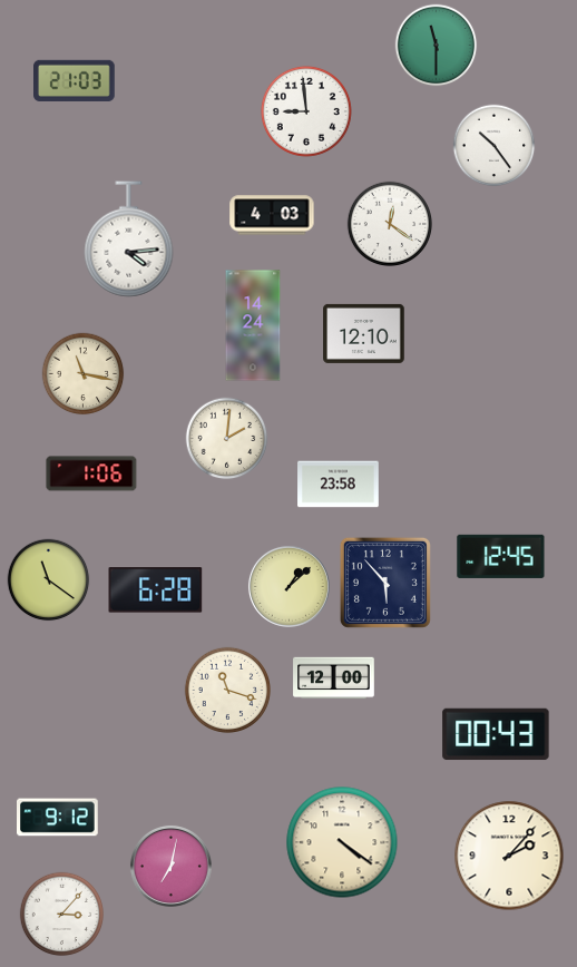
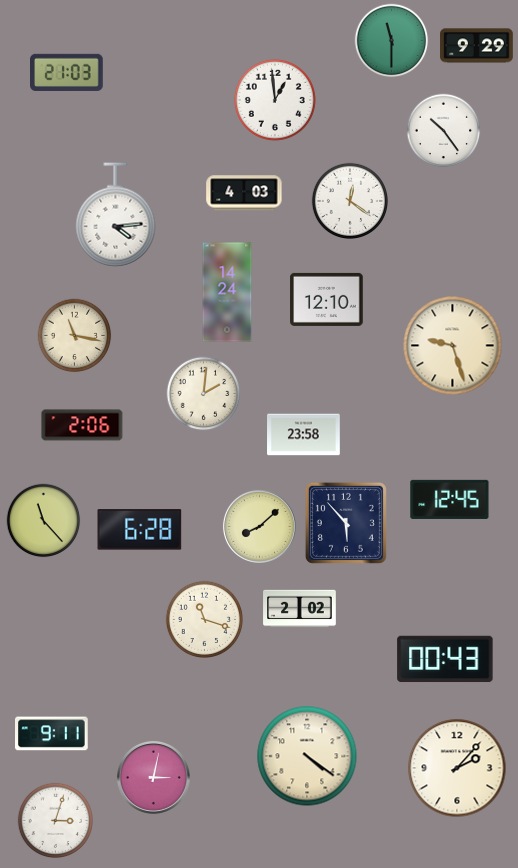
clock at (477, 46): none -> 9:29
clock at (306, 111): 8:59 -> 12:59
clock at (453, 346): none -> 9:27
clock at (91, 473): 1:06 -> 2:06
clock at (49, 580): 11:21 -> 11:23
clock at (288, 586): 1:08 -> 8:08
clock at (334, 678): 12:00 -> 2:02
clock at (58, 818): 9:12 -> 9:11
clock at (170, 866): 7:02 -> 3:02
clock at (62, 915): 3:07 -> 3:03
